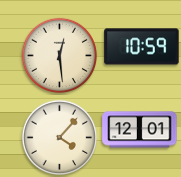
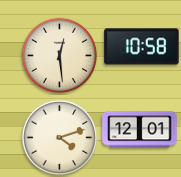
clock at (142, 47): 10:59 -> 10:58
clock at (60, 138): 4:07 -> 4:12
